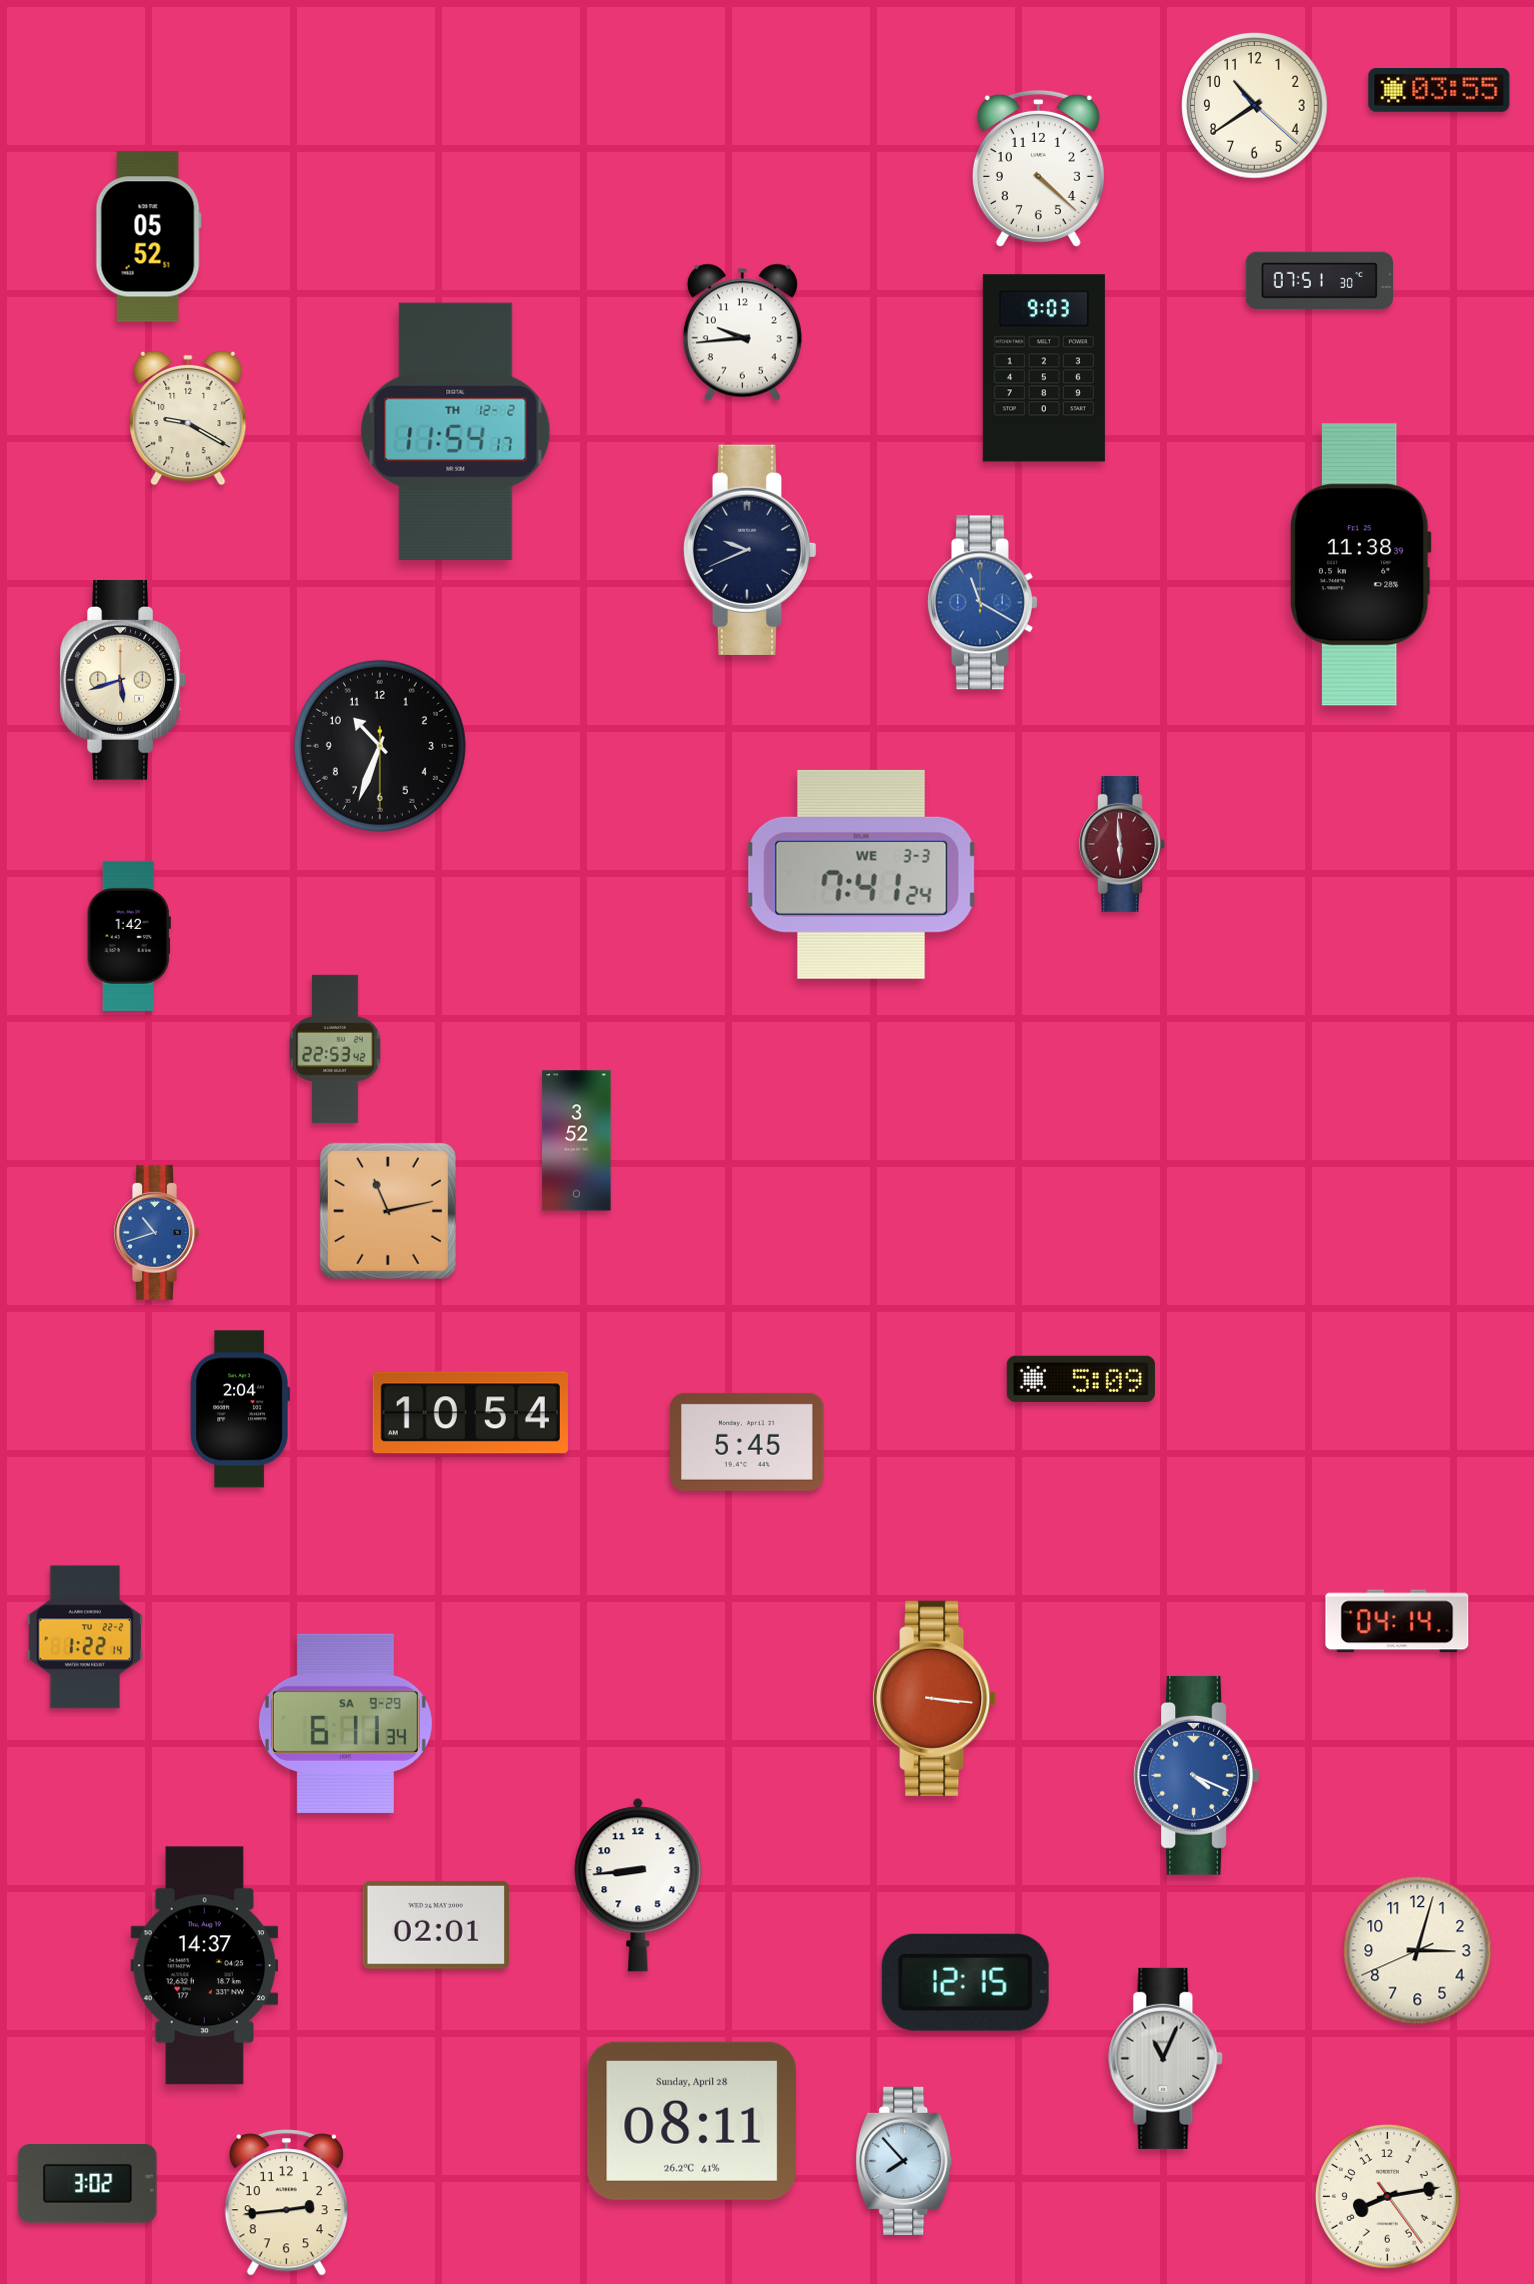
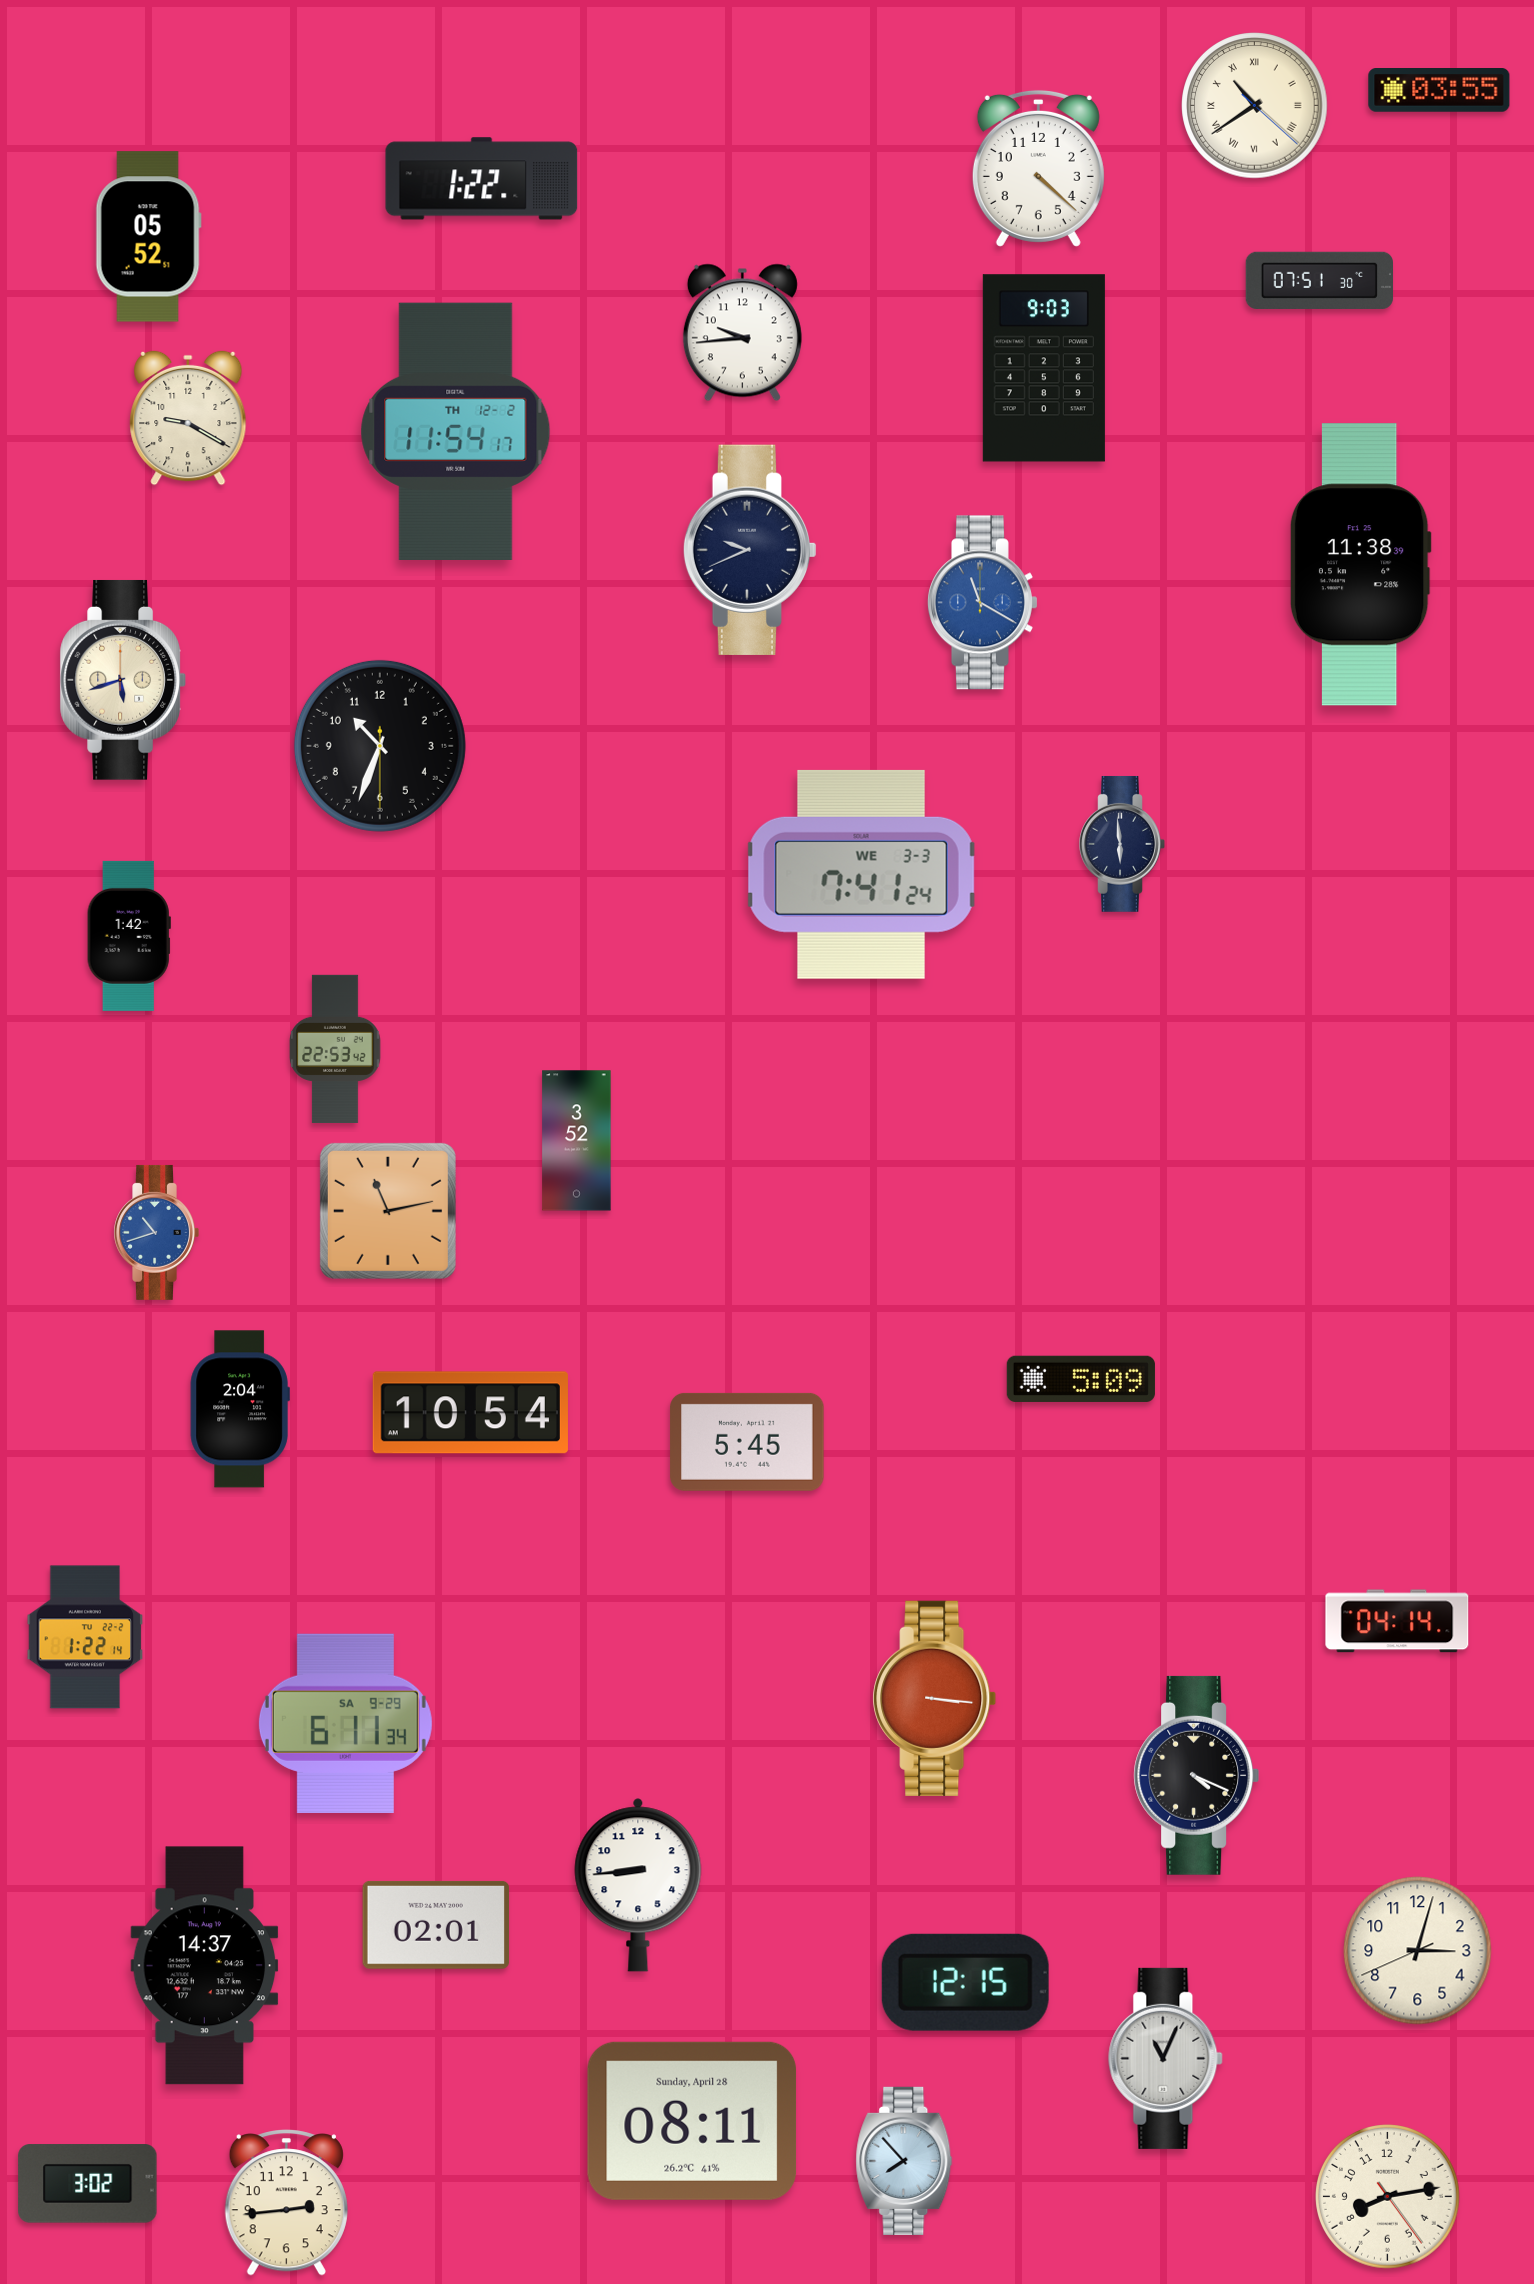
clock at (1255, 106) numerals: Arabic -> Roman
clock at (482, 179): none -> 1:22
clock at (1122, 844) dial: burgundy -> navy
clock at (1196, 1775) dial: blue -> black
